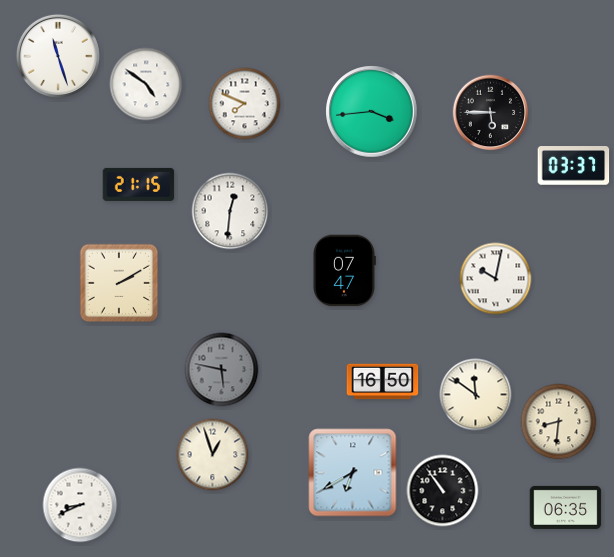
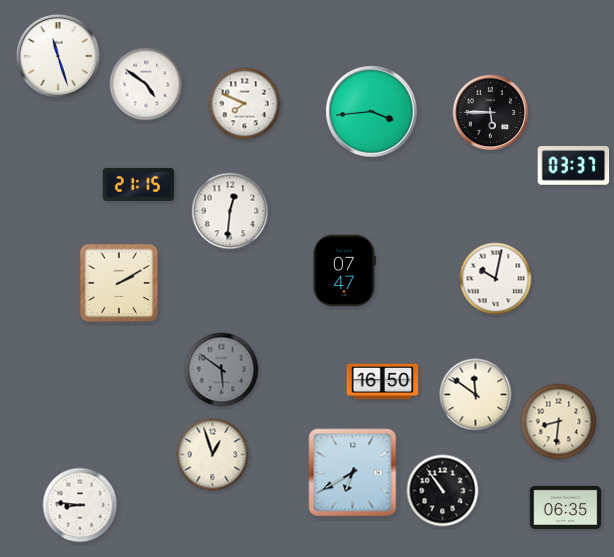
clock at (222, 370): 5:47 -> 5:51
clock at (80, 505): 8:41 -> 8:46
